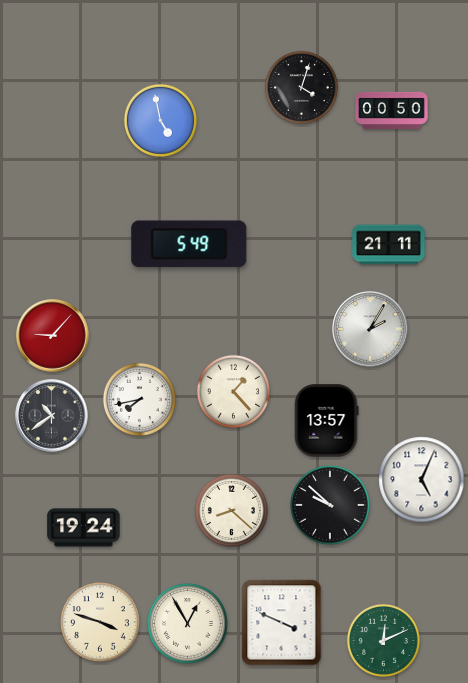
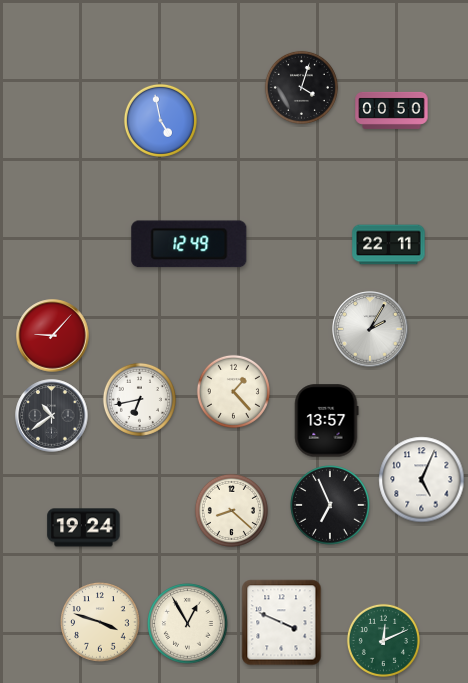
clock at (189, 244): 5:49 -> 12:49
clock at (389, 245): 21:11 -> 22:11
clock at (139, 399): 7:43 -> 6:43
clock at (330, 505): 9:52 -> 6:56
